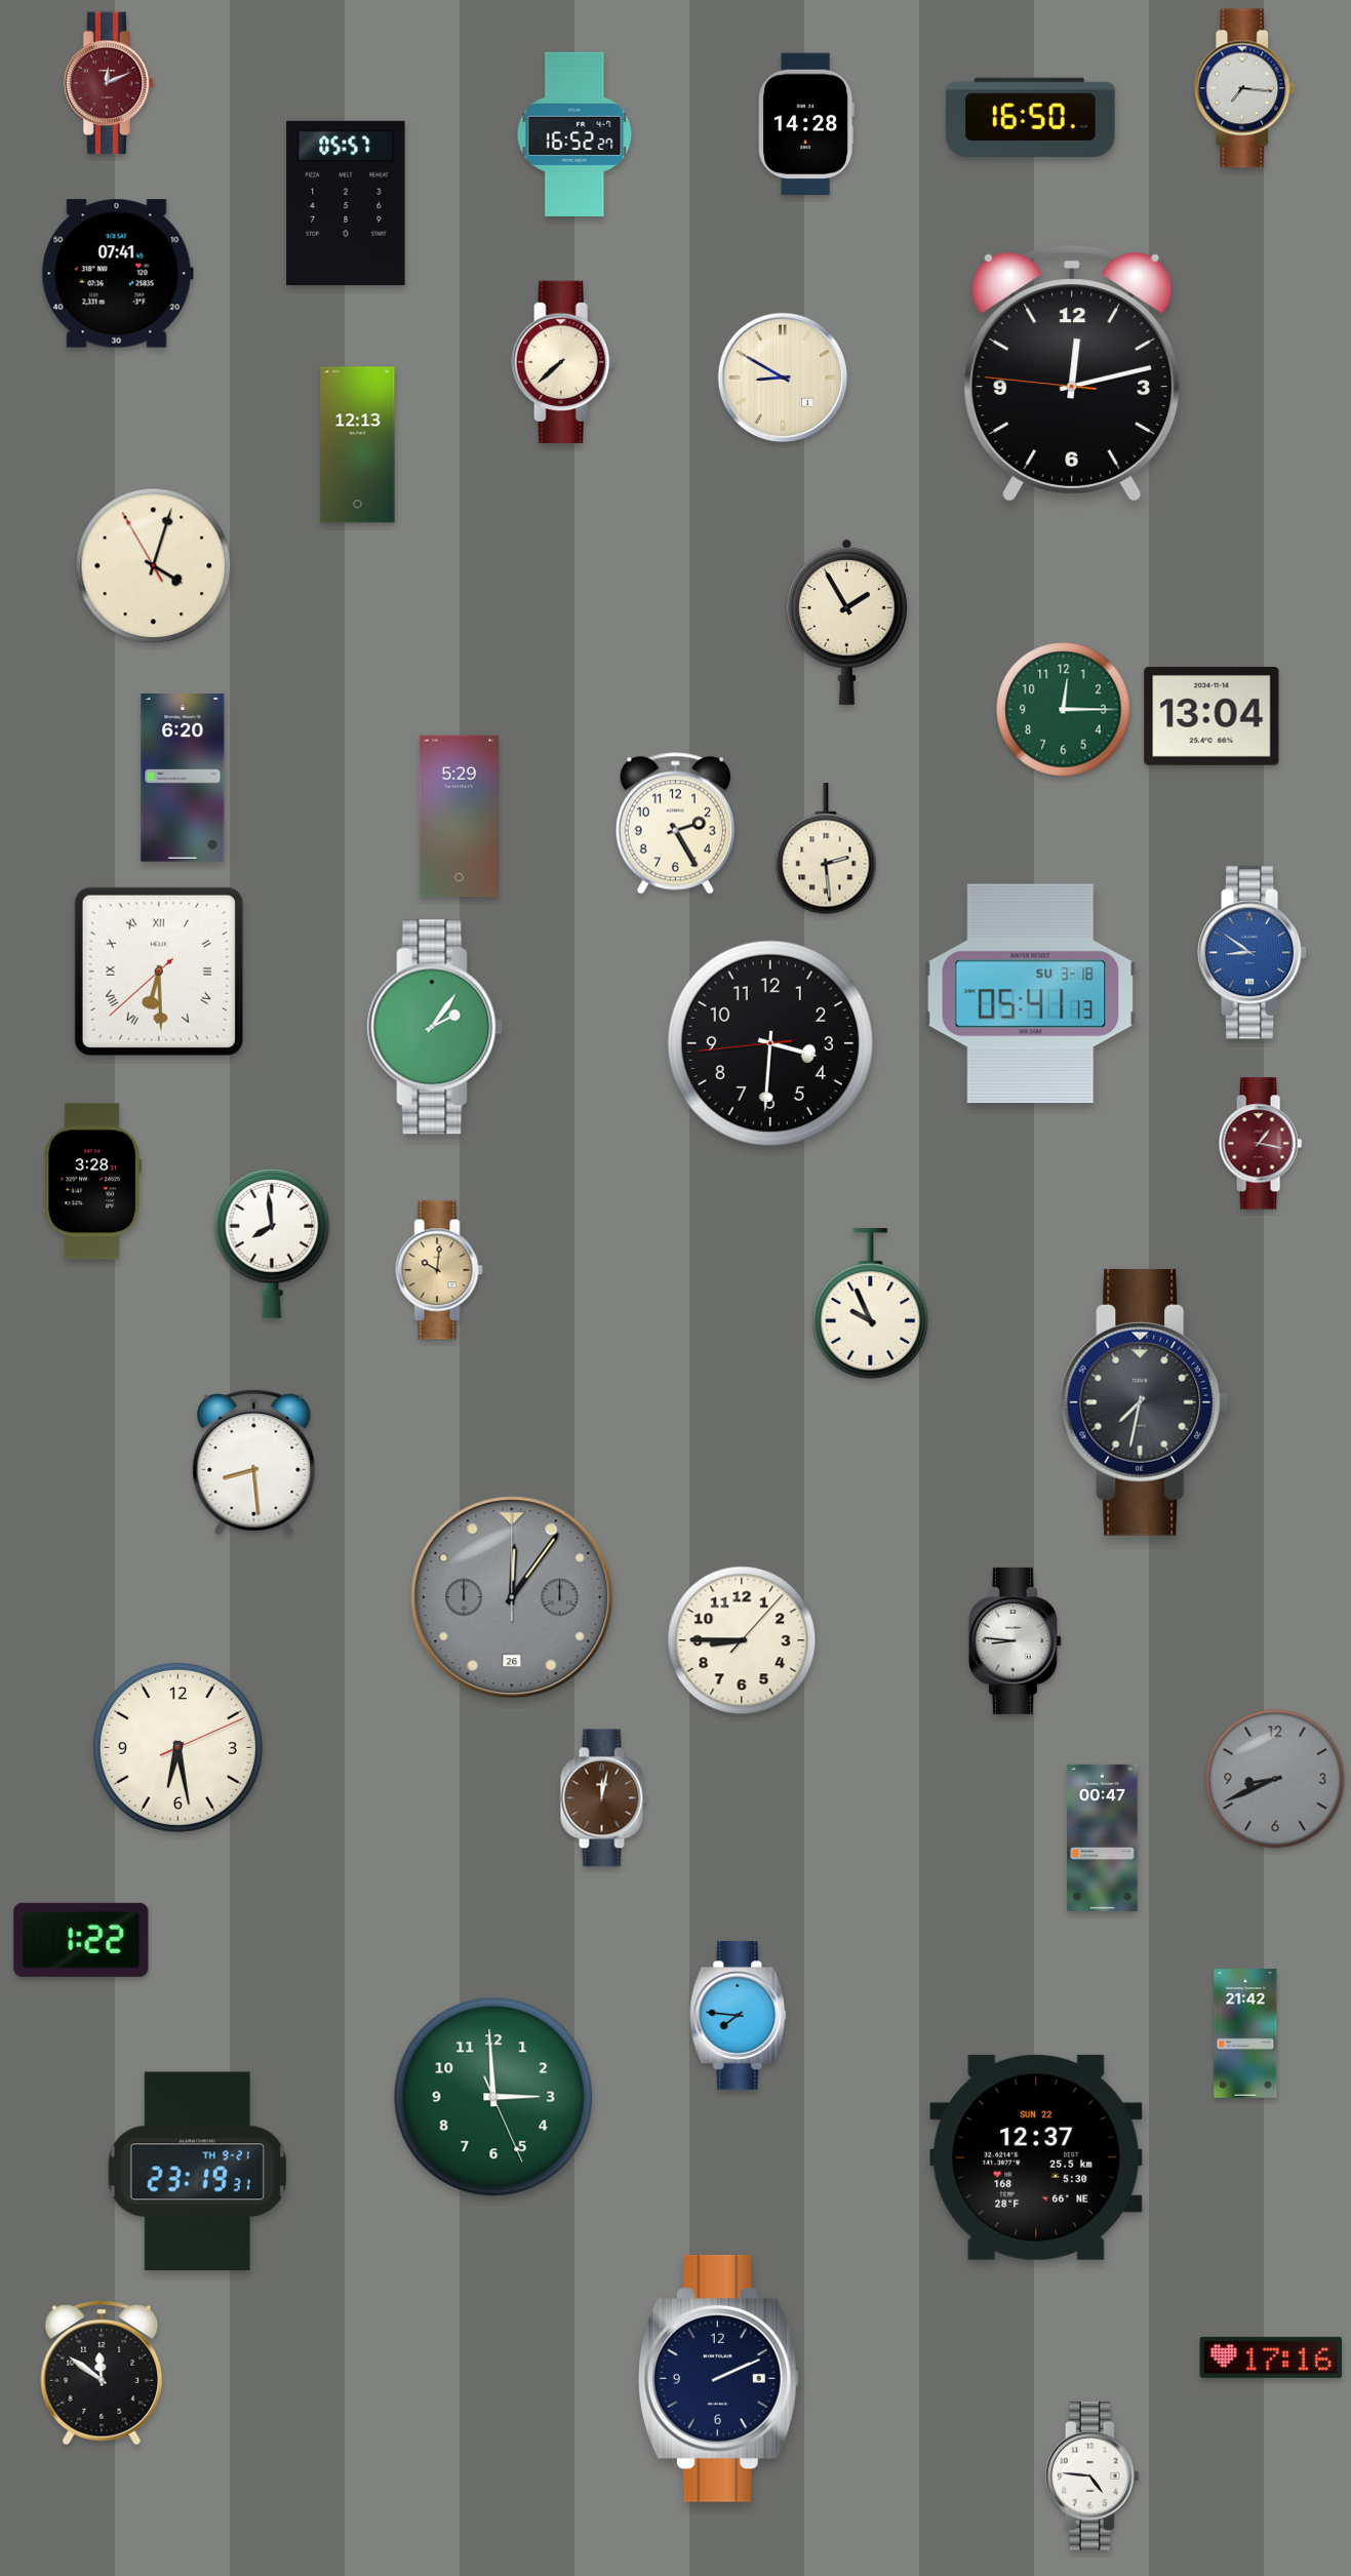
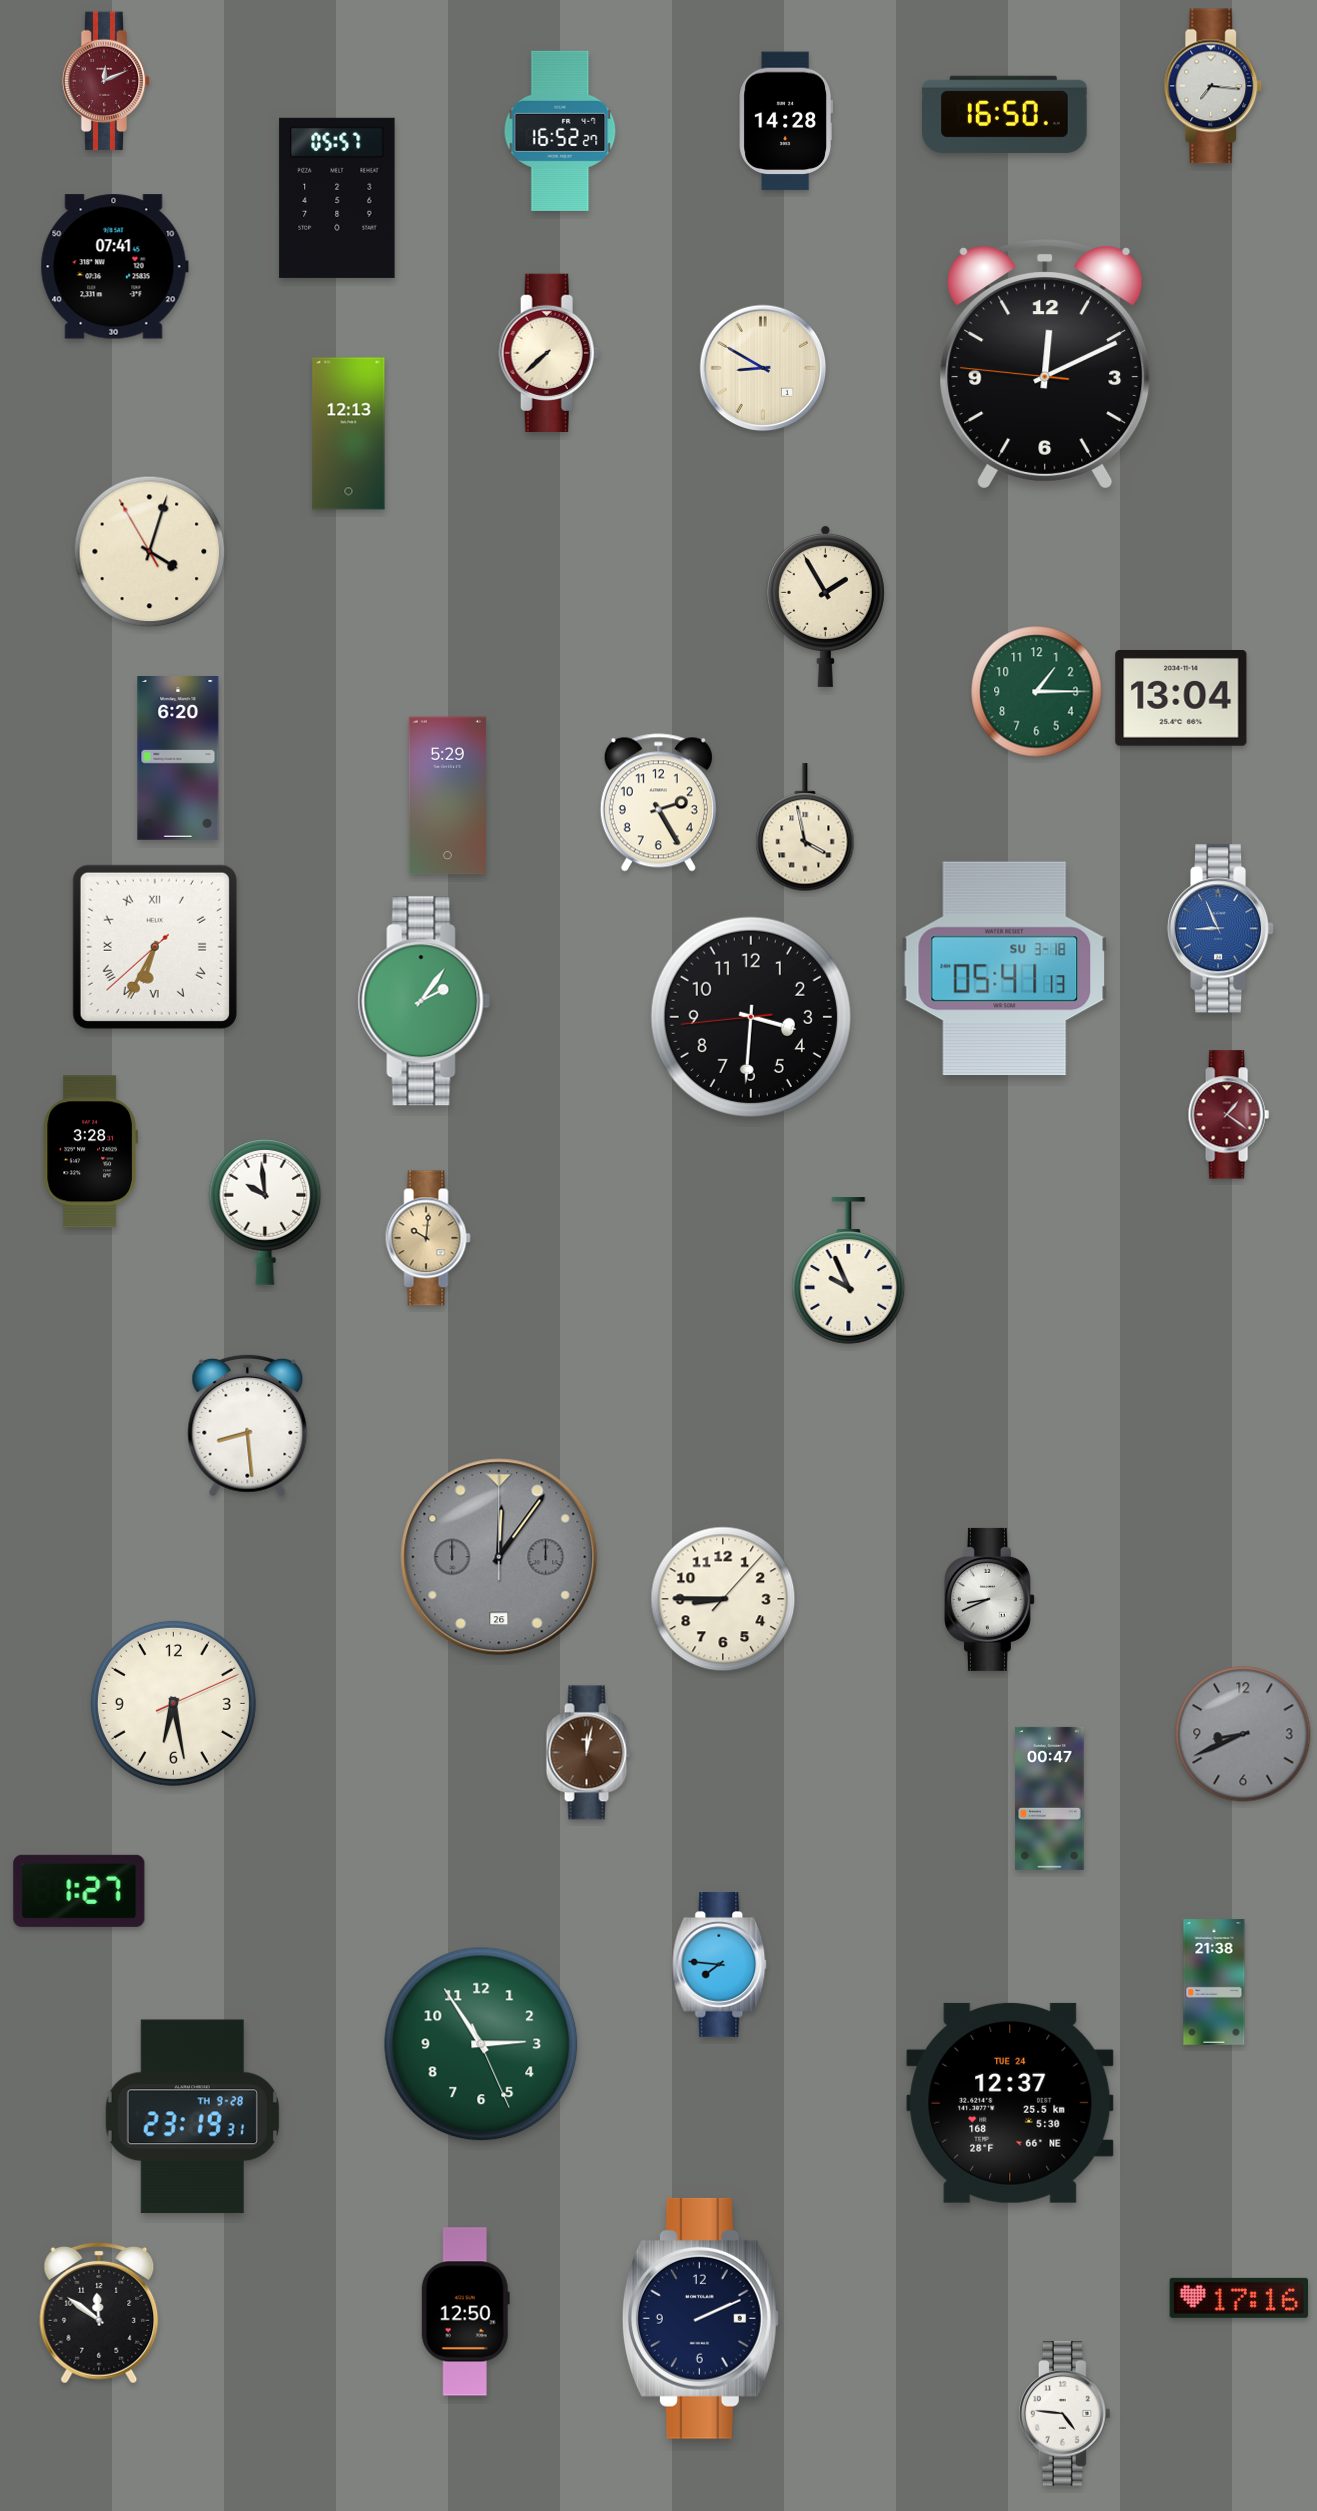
clock at (1072, 373): 12:12 -> 12:10
clock at (1064, 710): 12:15 -> 1:15
clock at (826, 849): 2:29 -> 3:58
clock at (1253, 953): 8:51 -> 8:56
clock at (159, 972): 6:29 -> 6:34
clock at (1260, 1144): 1:17 -> 1:21
clock at (272, 1243): 7:59 -> 9:59
clock at (1144, 1402): 7:32 -> none
clock at (1015, 1640): 8:46 -> 8:41
clock at (1103, 1837) position: (1103, 1837) -> (1050, 1798)
clock at (81, 1940): 1:22 -> 1:27
clock at (1245, 2033): 21:42 -> 21:38
clock at (493, 2097): 2:59 -> 2:54
clock at (1036, 2157) date: SUN 22 -> TUE 24
clock at (197, 2172) date: TH 9-21 -> TH 9-28
clock at (465, 2312): none -> 12:50
